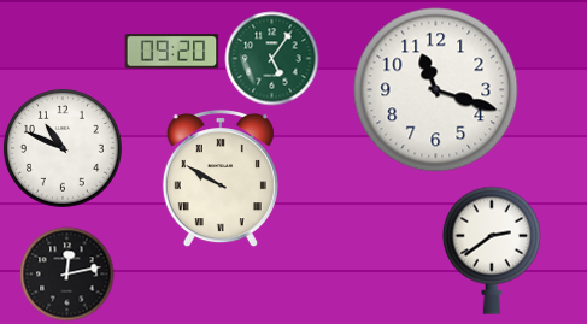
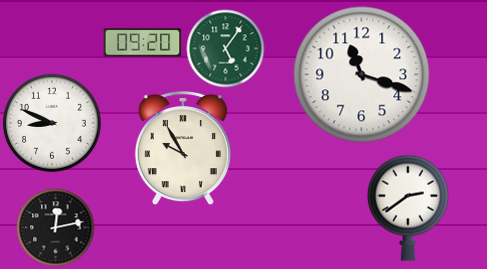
clock at (63, 148): 10:49 -> 8:49
clock at (221, 178): 9:50 -> 9:55
